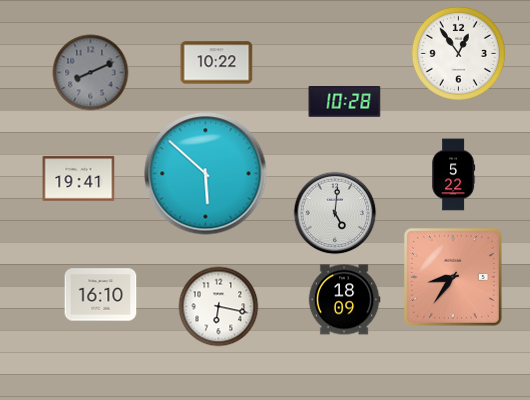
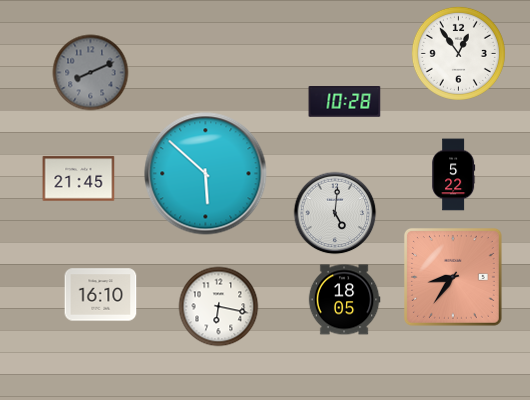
clock at (217, 63): 10:22 -> none
clock at (79, 179): 19:41 -> 21:45
clock at (344, 300): 18:09 -> 18:05
